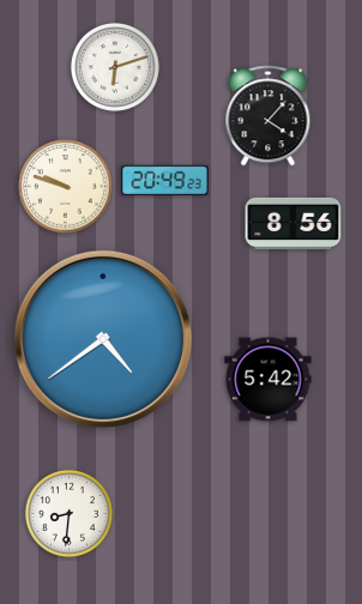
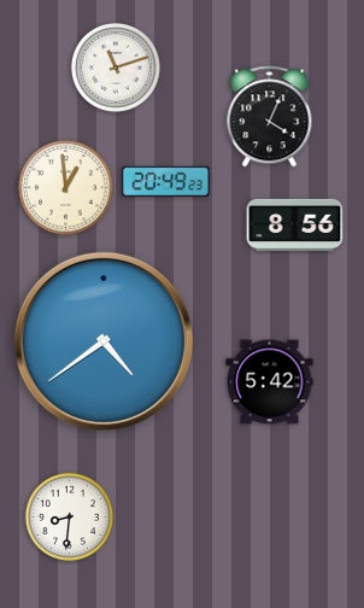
clock at (115, 67): 6:12 -> 11:12
clock at (269, 116): 4:07 -> 4:04
clock at (66, 187): 9:48 -> 12:59
